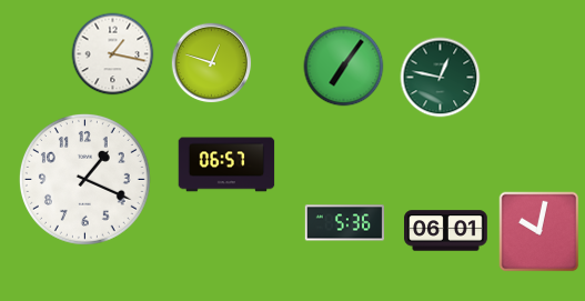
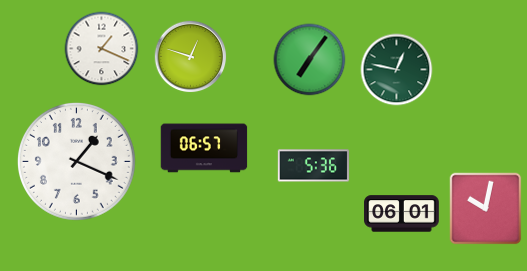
clock at (113, 54): 1:17 -> 1:19
clock at (345, 223) position: (345, 223) -> (314, 166)
clock at (446, 231) position: (446, 231) -> (402, 214)
